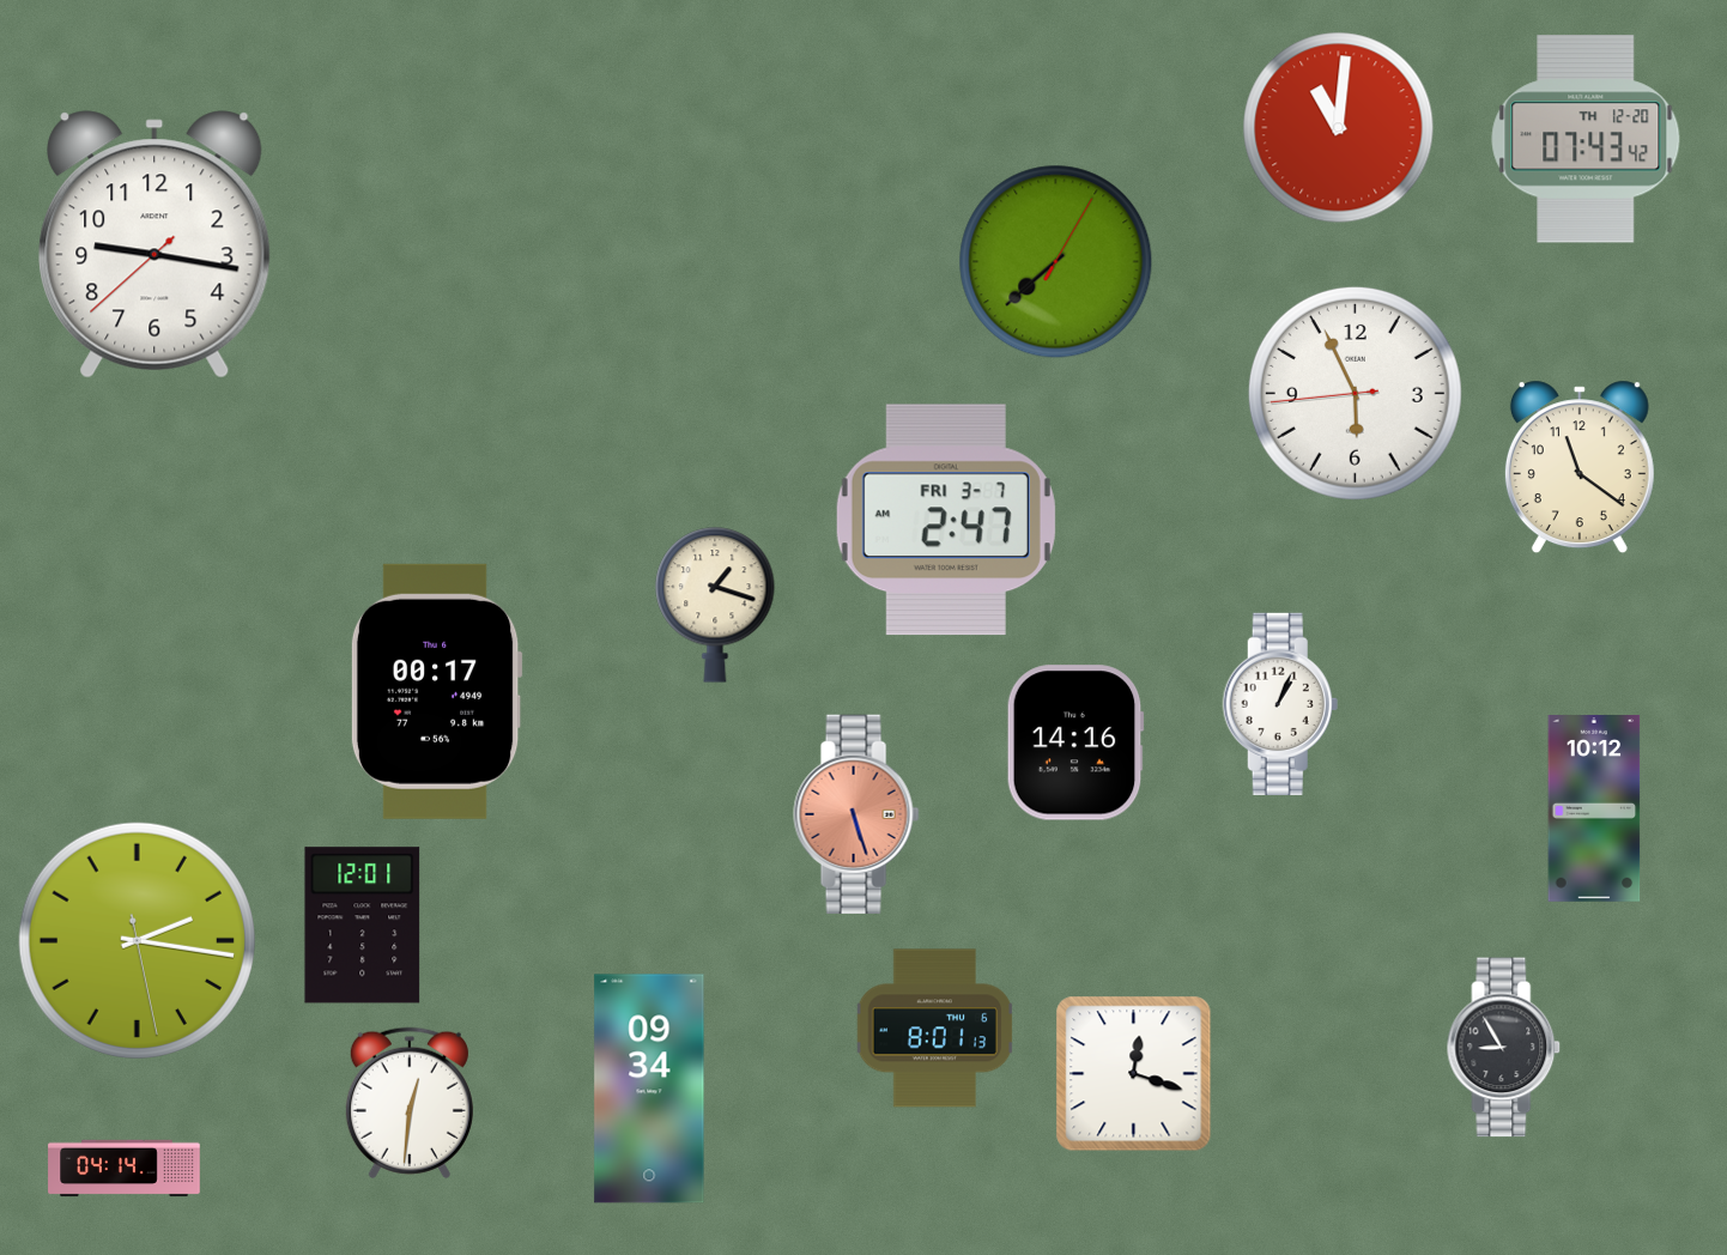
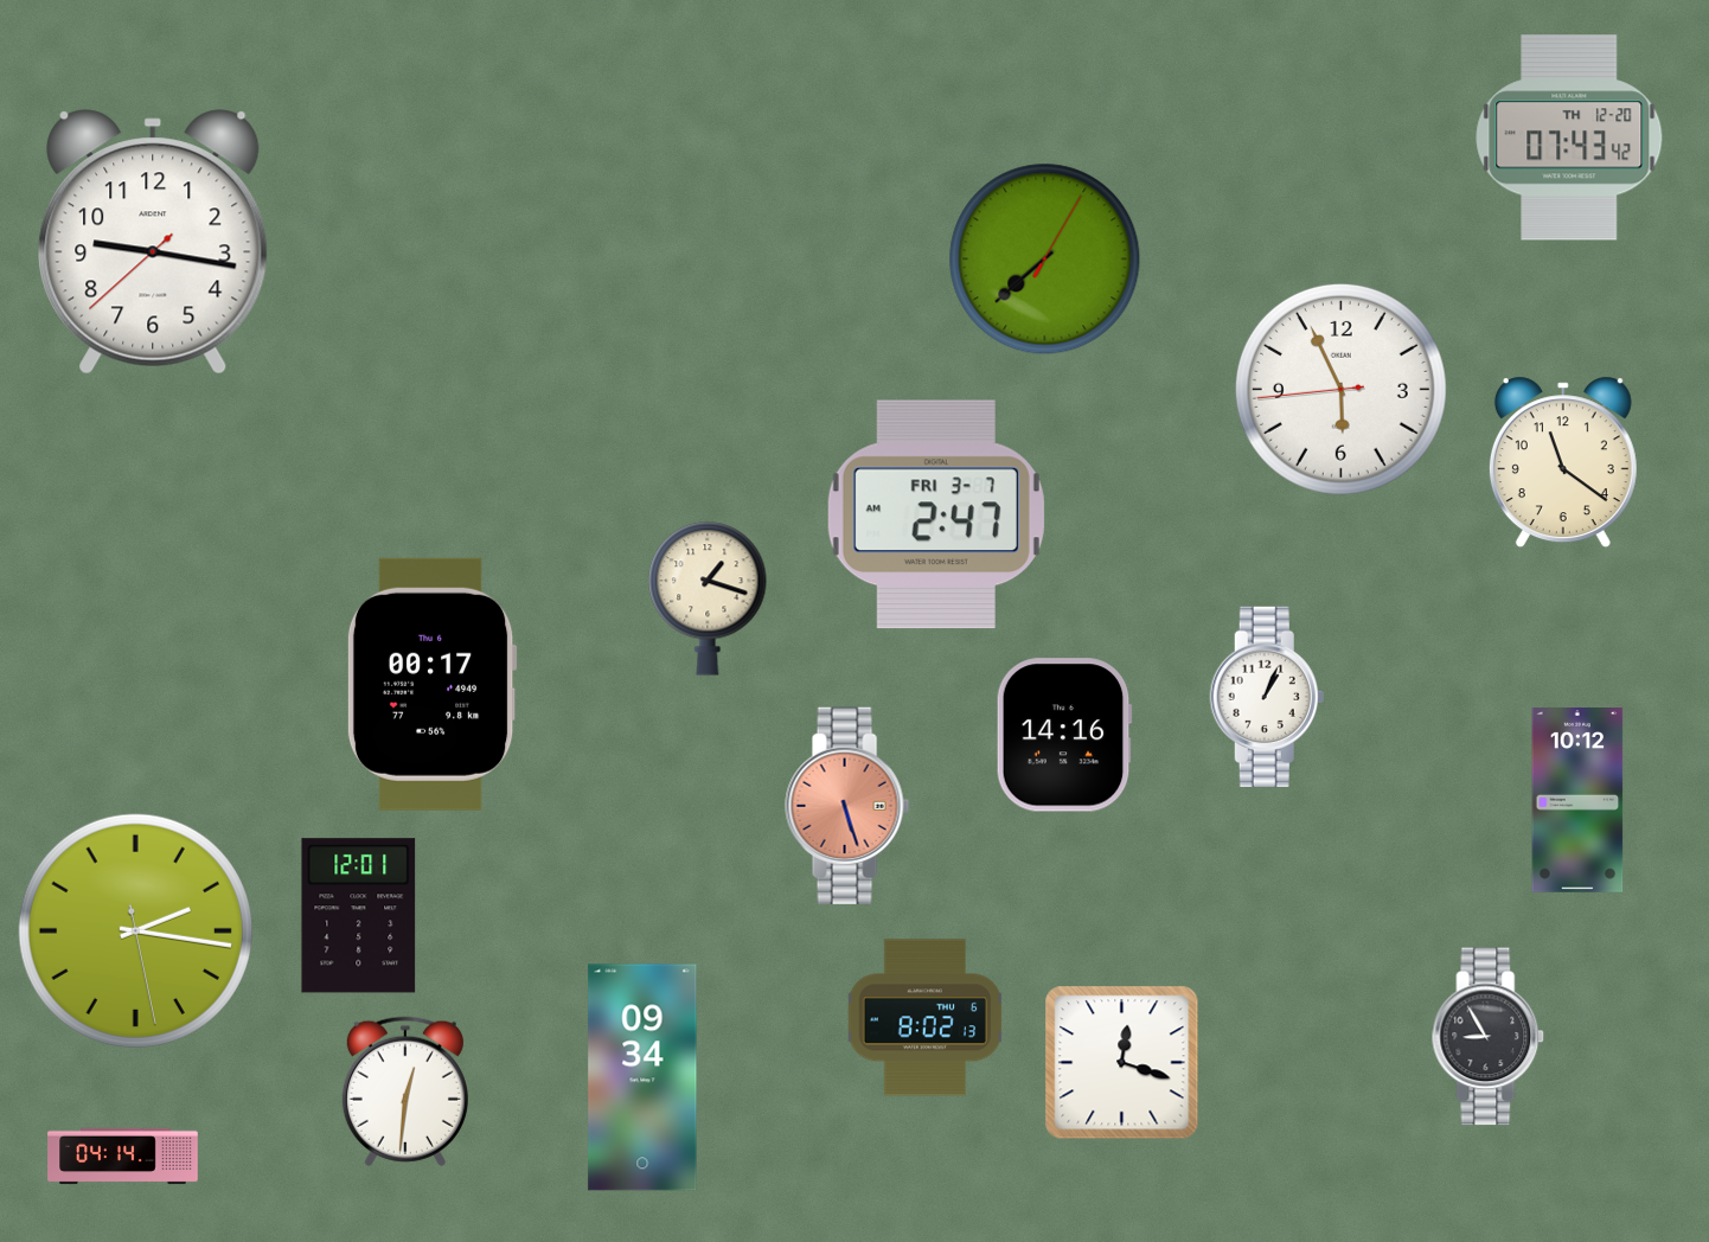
clock at (1339, 128): 11:01 -> none
clock at (935, 1029): 8:01 -> 8:02
